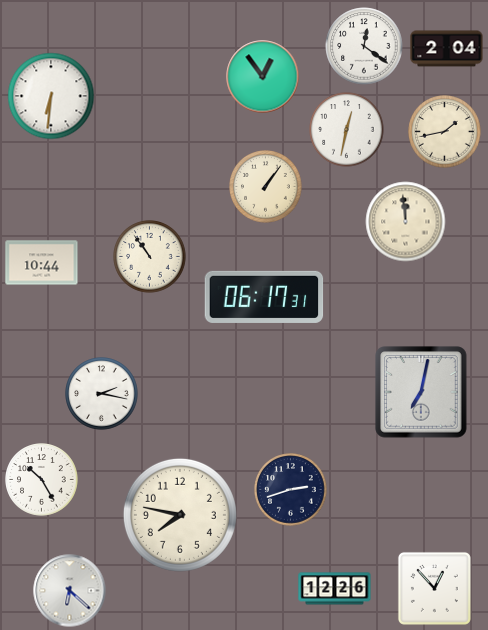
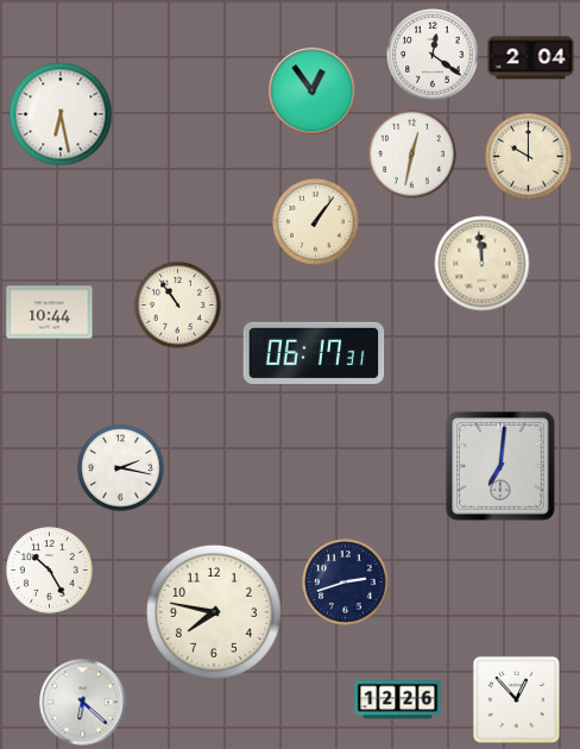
clock at (51, 96): 6:31 -> 6:28
clock at (445, 132): 1:43 -> 10:00
clock at (421, 392): 7:02 -> 7:01
